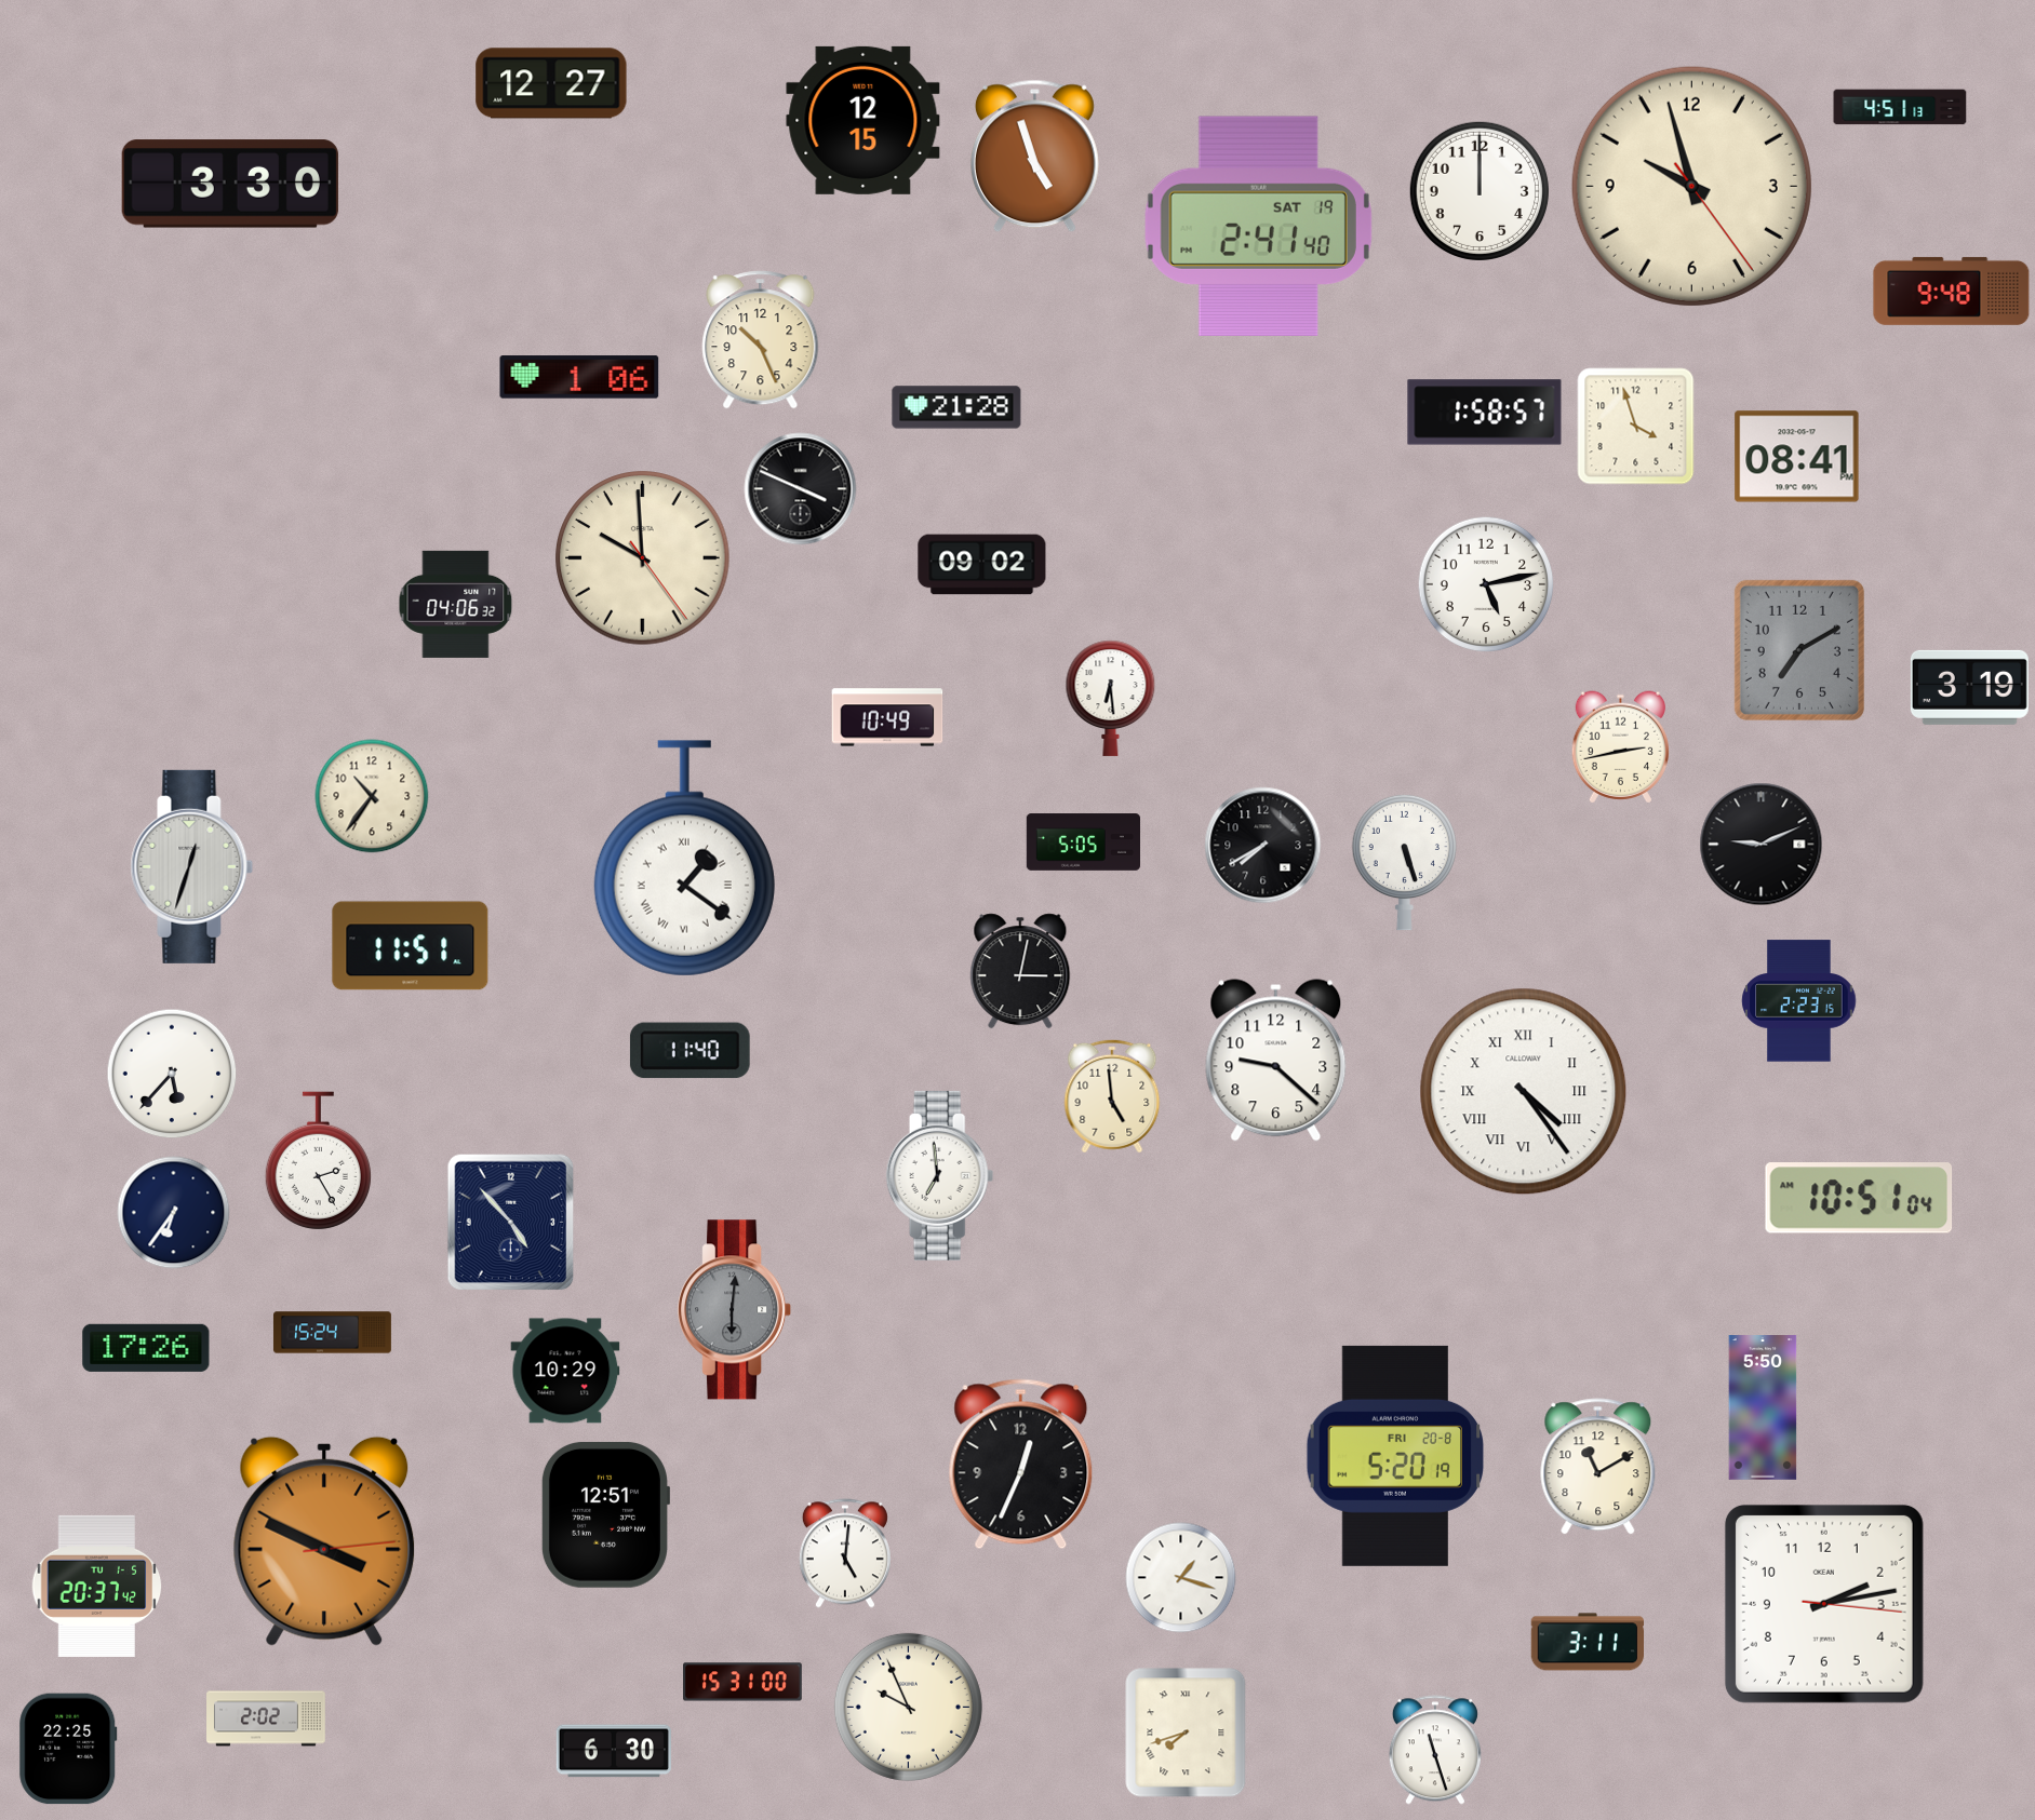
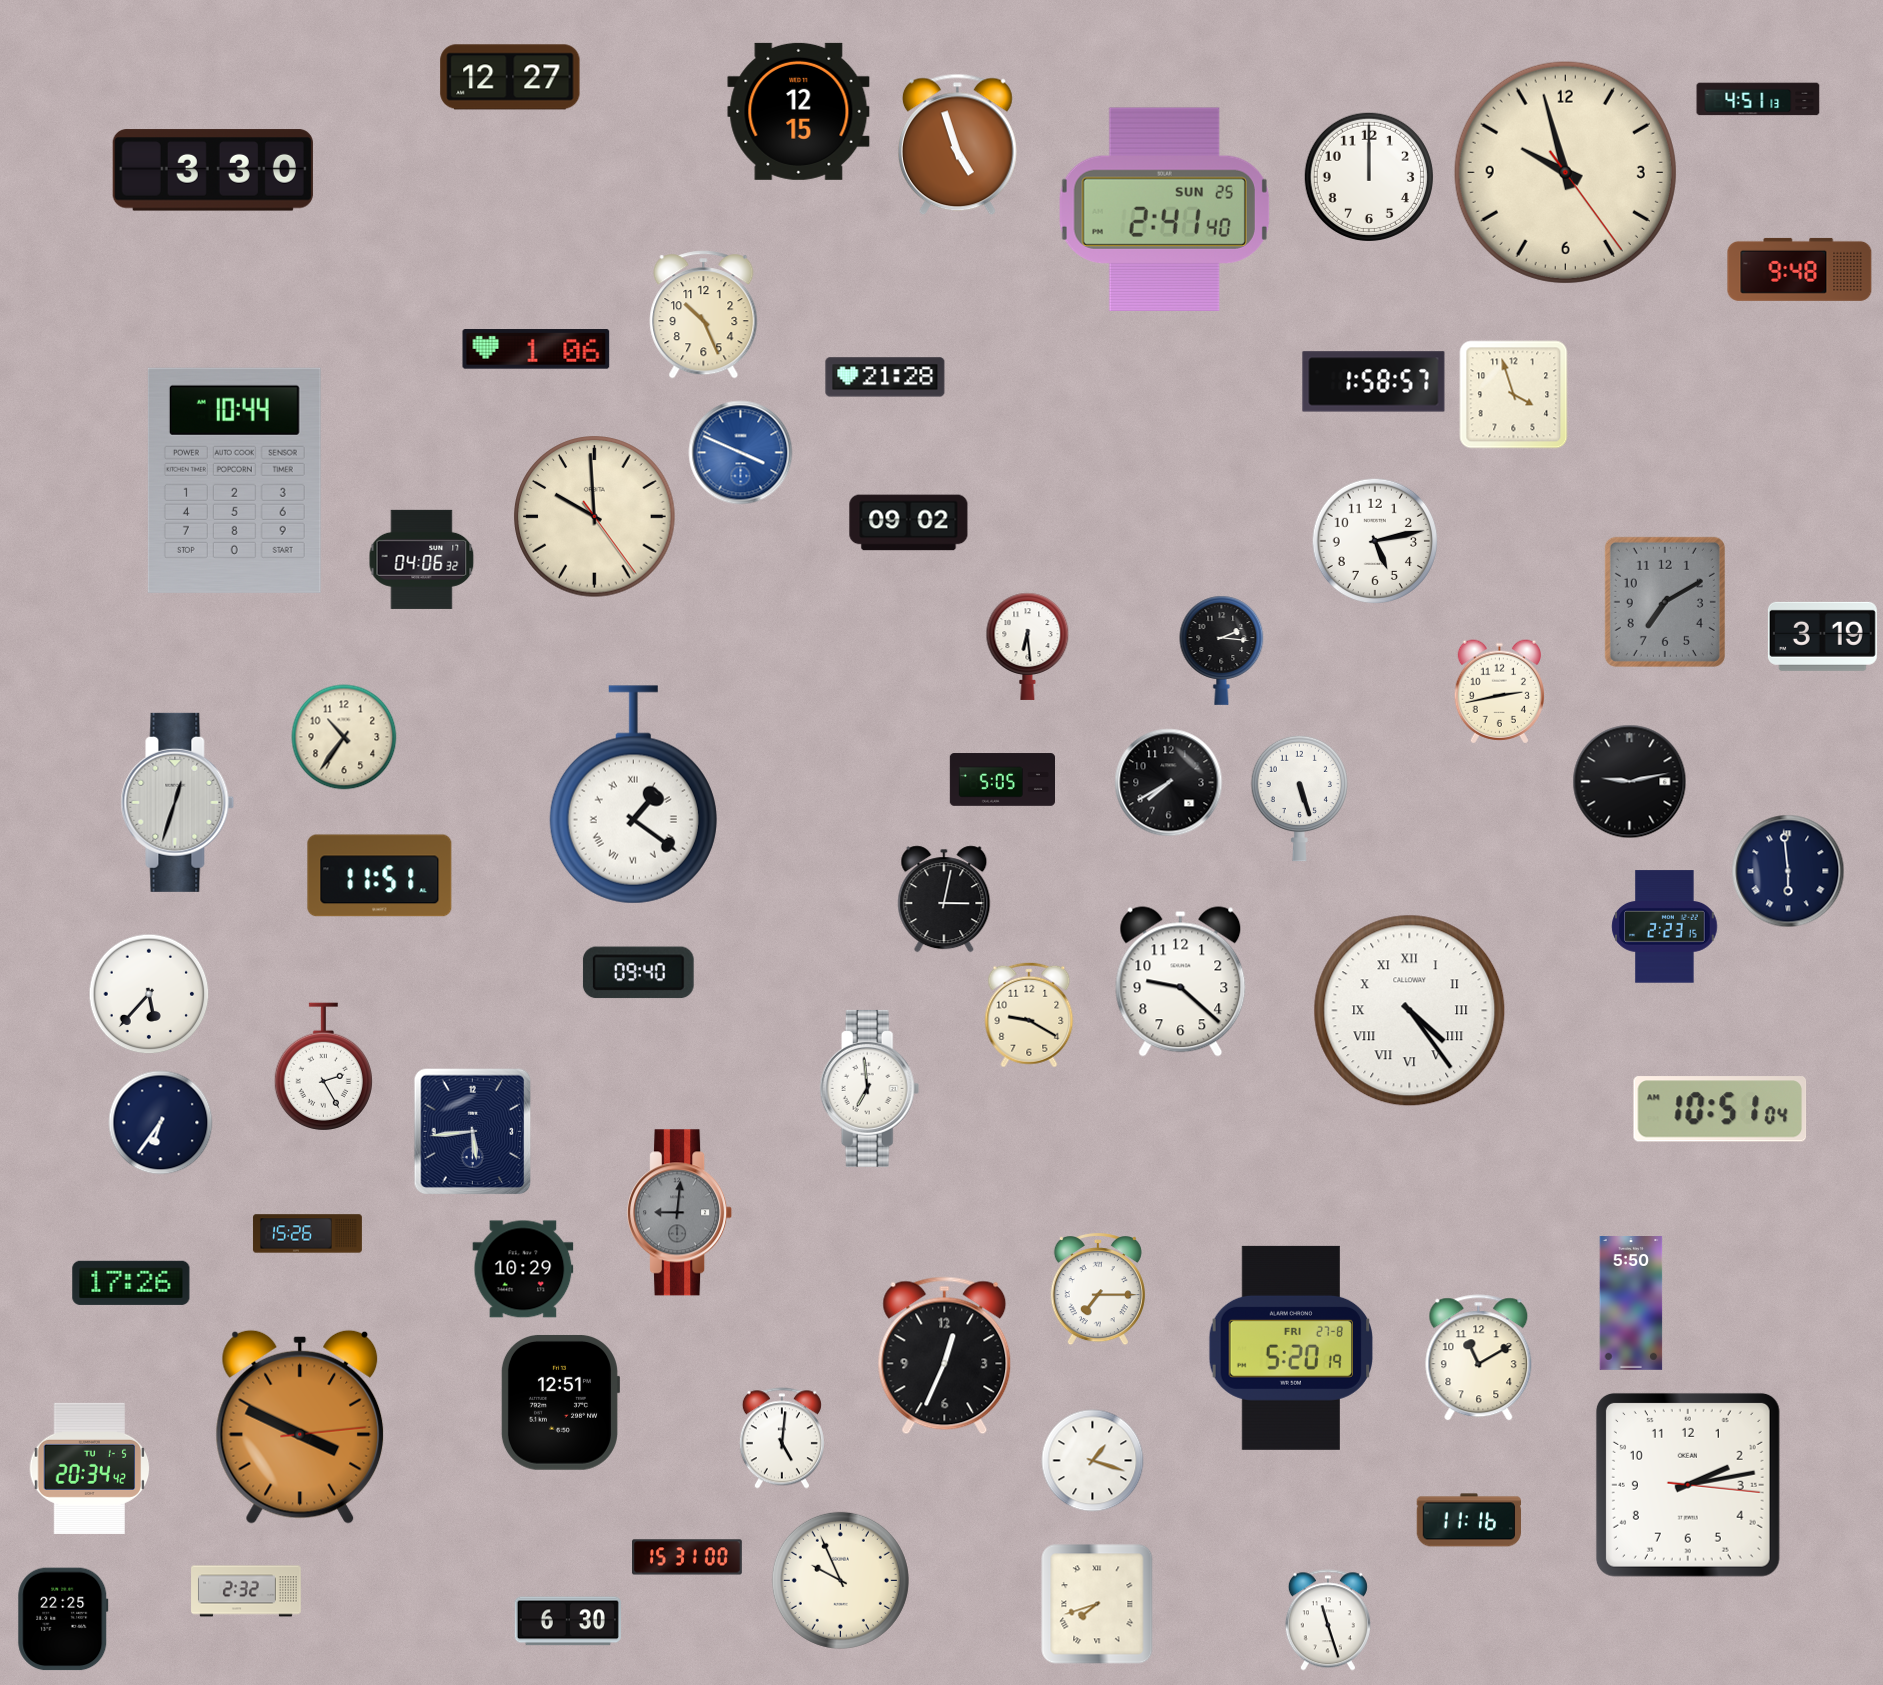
clock at (1258, 226) date: SAT 19 -> SUN 25
clock at (1952, 291) position: (1952, 291) -> (1800, 269)
clock at (1797, 457): 08:41 -> none
clock at (801, 489) dial: black -> blue
clock at (234, 480): none -> 10:44
clock at (1222, 650): none -> 2:16
clock at (887, 717): 10:49 -> none
clock at (1762, 845): 9:11 -> 9:13
clock at (1788, 871): none -> 5:59
clock at (690, 1051): 11:40 -> 09:40
clock at (172, 1074) position: (172, 1074) -> (149, 994)
clock at (1112, 1096): 4:59 -> 9:20
clock at (318, 1161) position: (318, 1161) -> (323, 1067)
clock at (511, 1223): 4:53 -> 5:44
clock at (735, 1310): 6:01 -> 9:01
clock at (332, 1333): 15:24 -> 15:26
clock at (146, 1348) position: (146, 1348) -> (131, 1283)
clock at (1098, 1290): none -> 7:15
clock at (1395, 1456) date: FRI 20-8 -> FRI 27-8
clock at (97, 1586): 20:37 -> 20:34
clock at (1587, 1642): 3:11 -> 11:16
clock at (266, 1718): 2:02 -> 2:32
